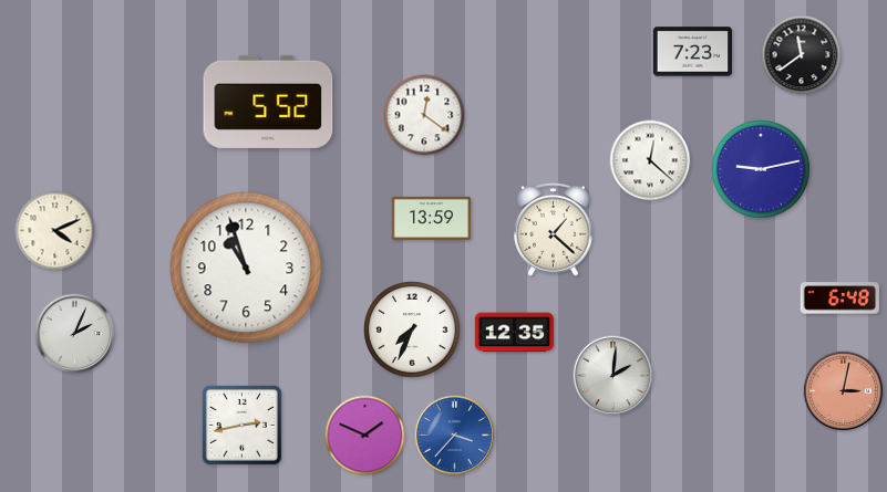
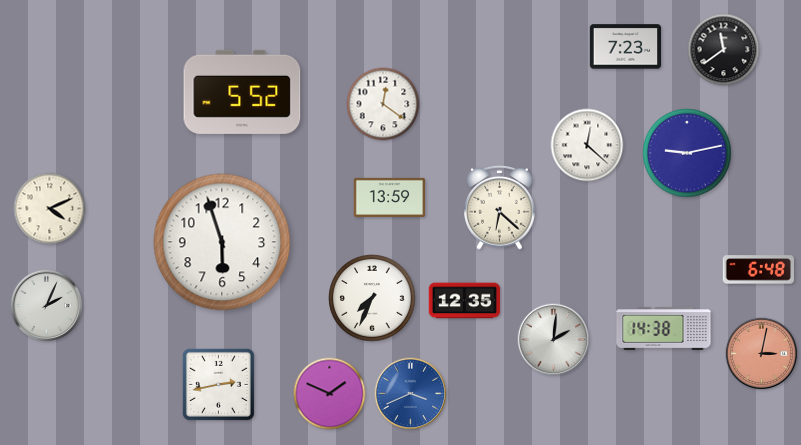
clock at (554, 229): 1:22 -> 6:22
clock at (246, 268): 10:57 -> 5:57
clock at (75, 334) position: (75, 334) -> (47, 306)
clock at (664, 329): none -> 14:38
clock at (455, 436): 3:37 -> 3:41
